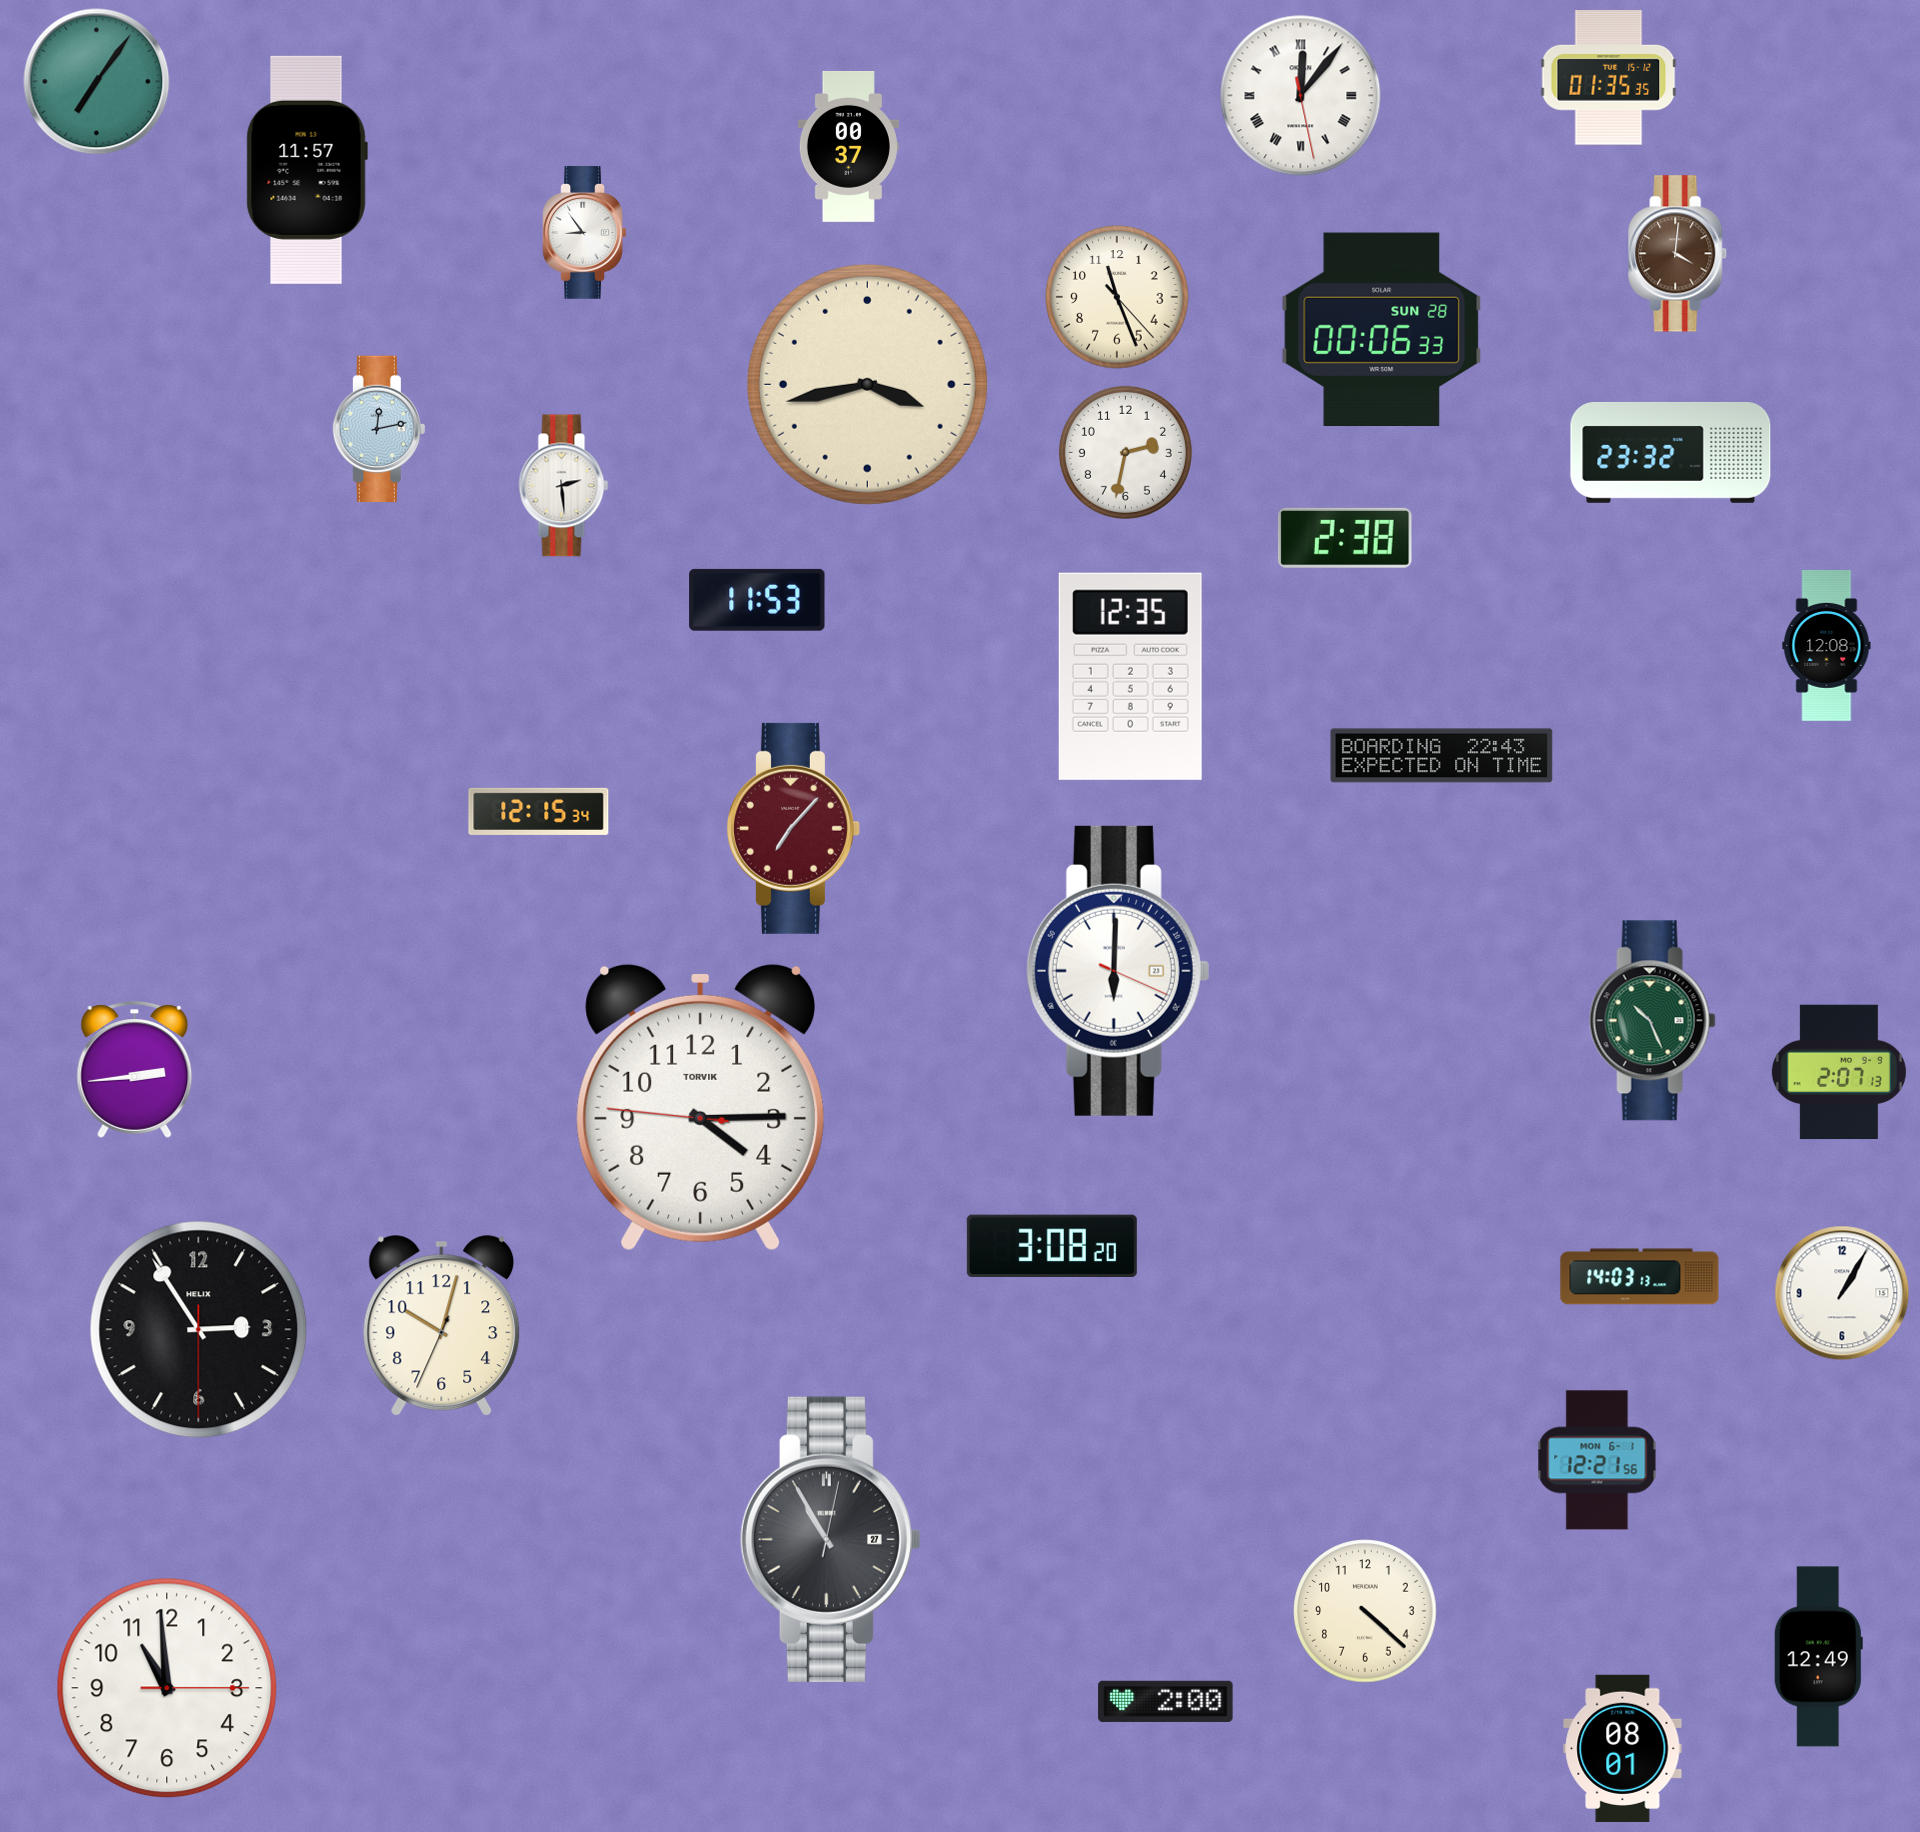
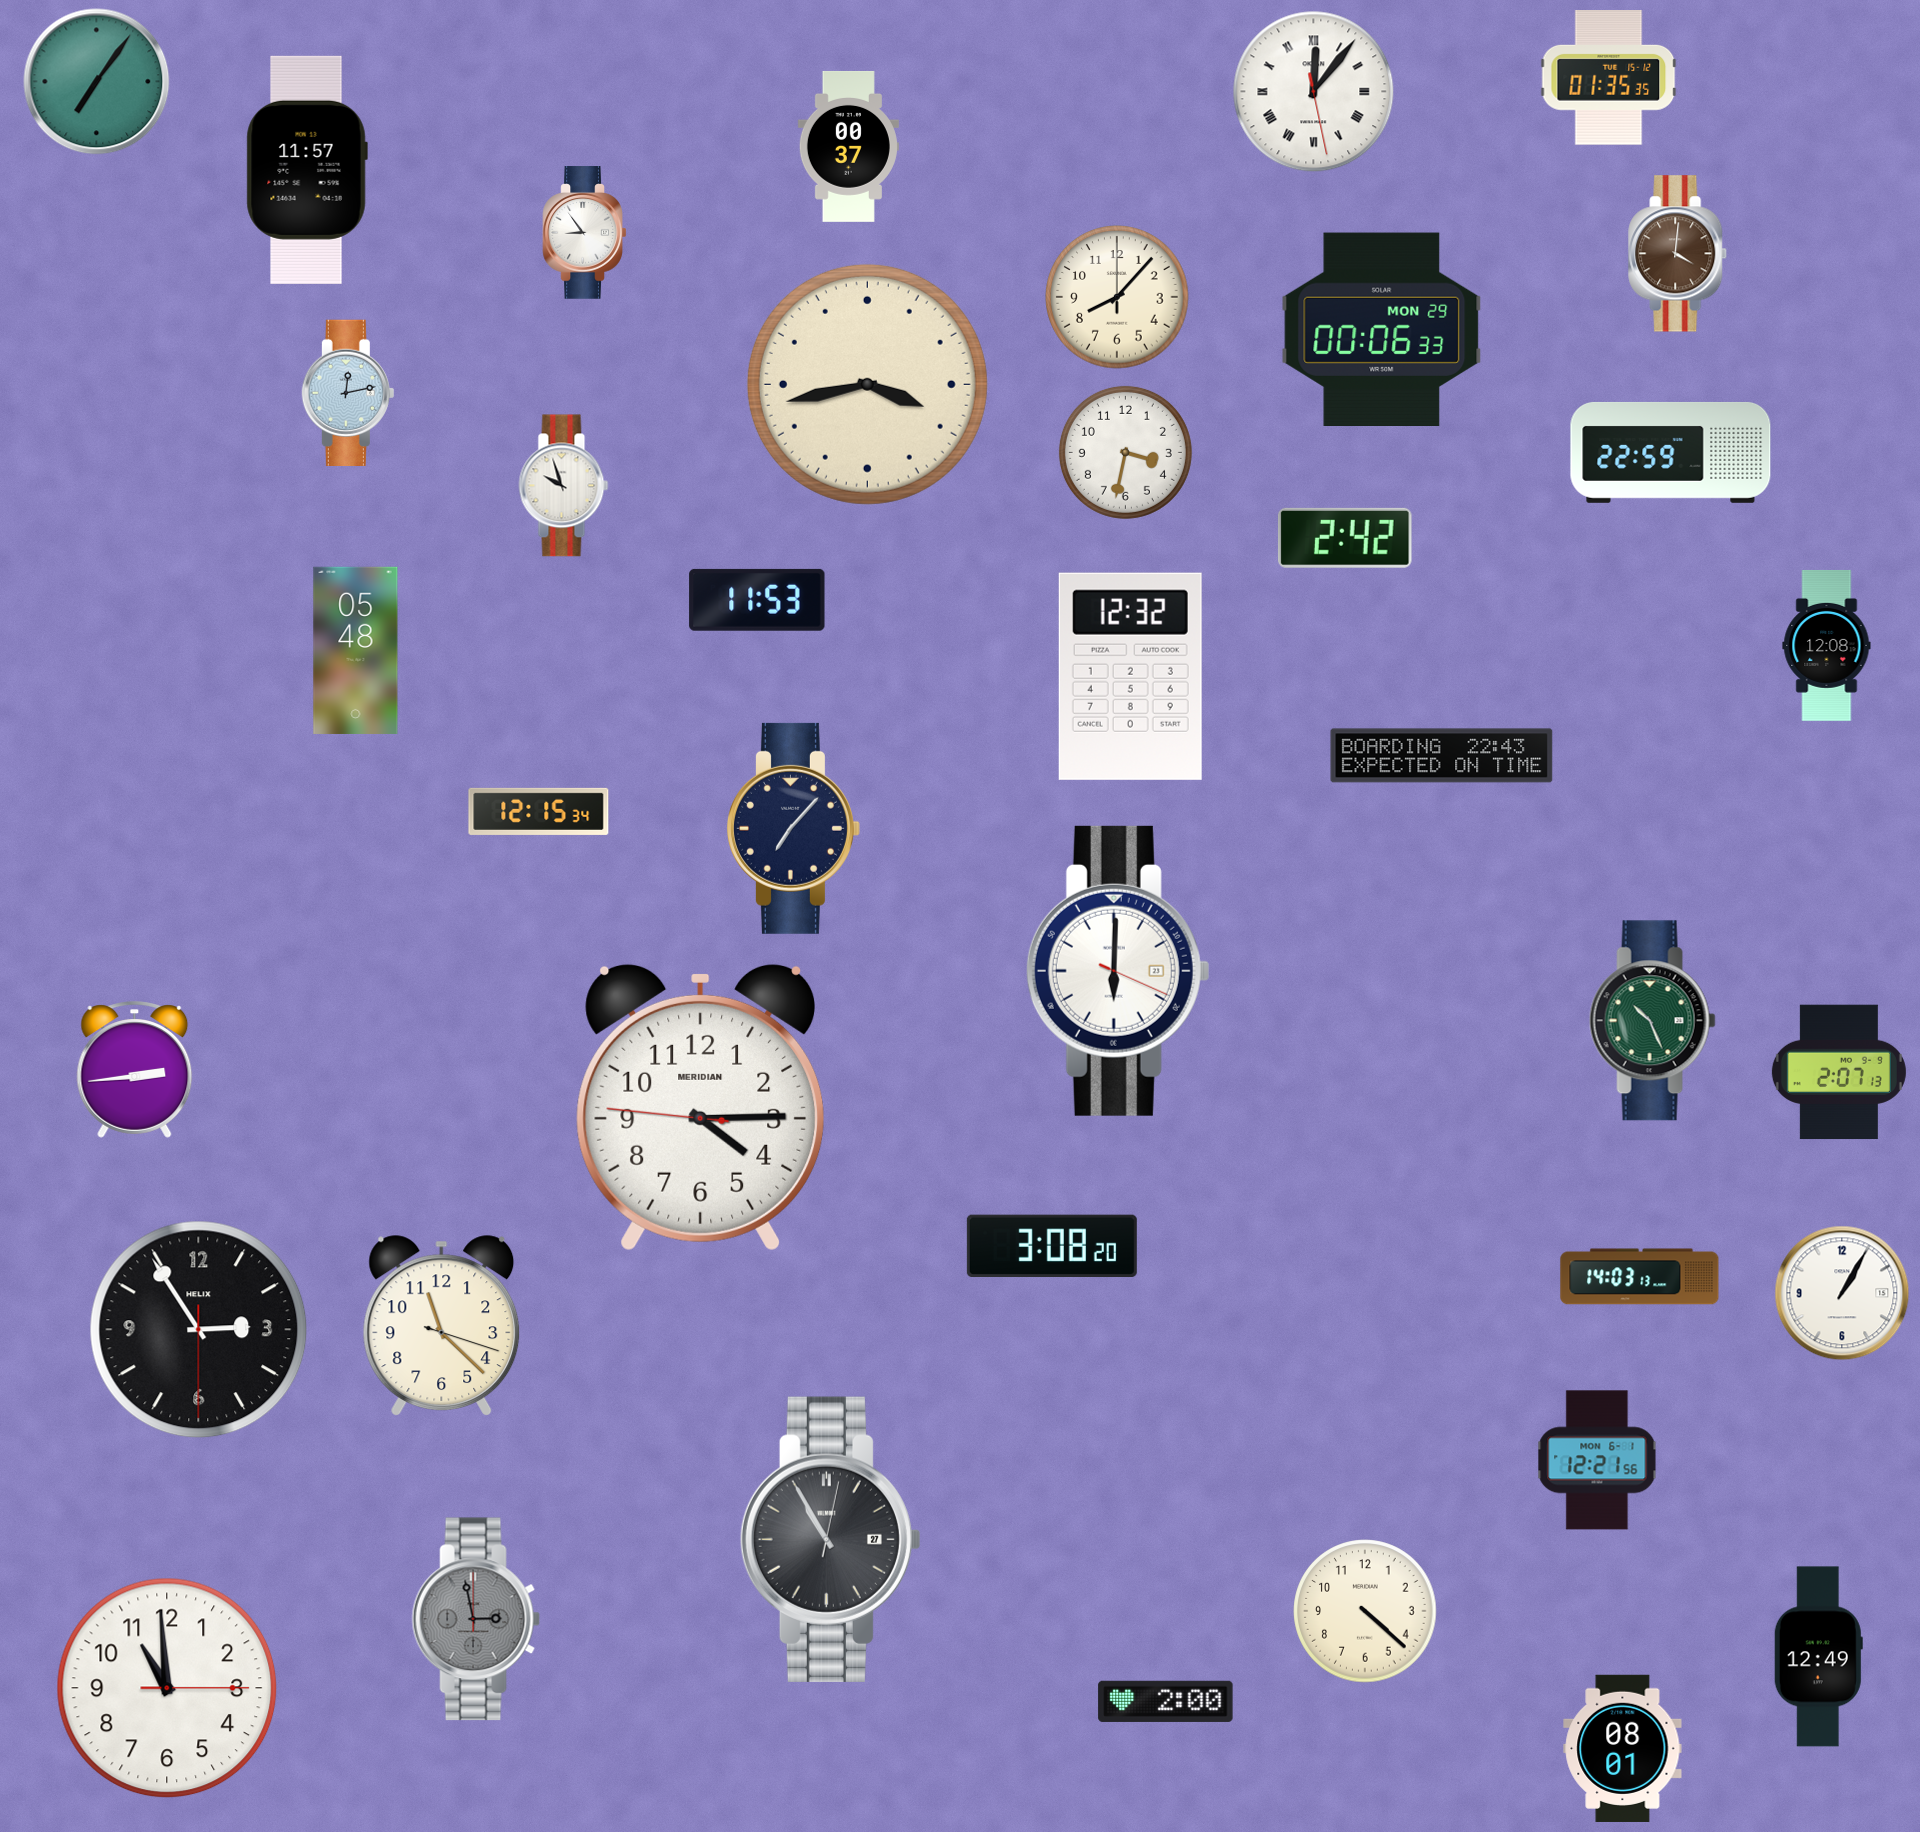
clock at (1301, 96) position: (1301, 96) -> (1314, 92)
clock at (1117, 297): 11:26 -> 8:07
clock at (1382, 329) date: SUN 28 -> MON 29
clock at (379, 428) position: (379, 428) -> (348, 392)
clock at (1125, 452): 2:32 -> 3:32
clock at (1671, 452): 23:32 -> 22:59
clock at (564, 486): 2:29 -> 9:57
clock at (1345, 538): 2:38 -> 2:42
clock at (356, 650): none -> 05:48
clock at (1130, 676): 12:35 -> 12:32
clock at (793, 828) dial: burgundy -> navy
clock at (701, 1107) brand: TORVIK -> MERIDIAN
clock at (442, 1326): 10:02 -> 11:22
clock at (476, 1619): none -> 2:58
